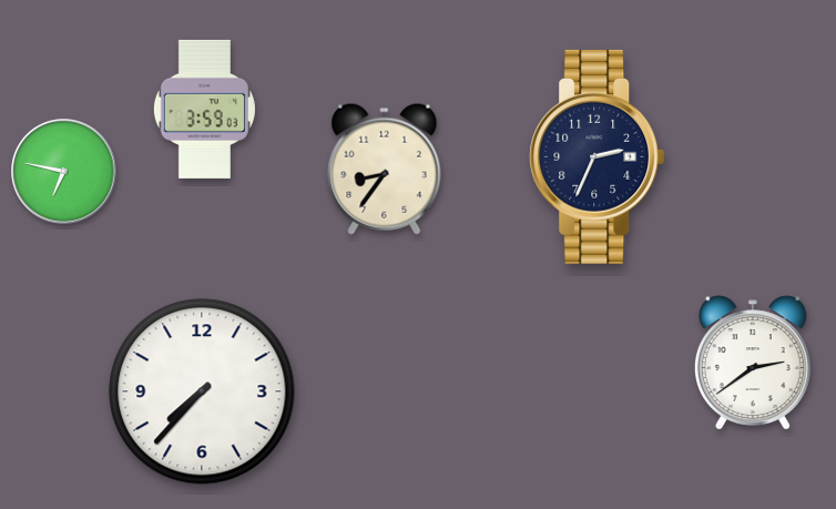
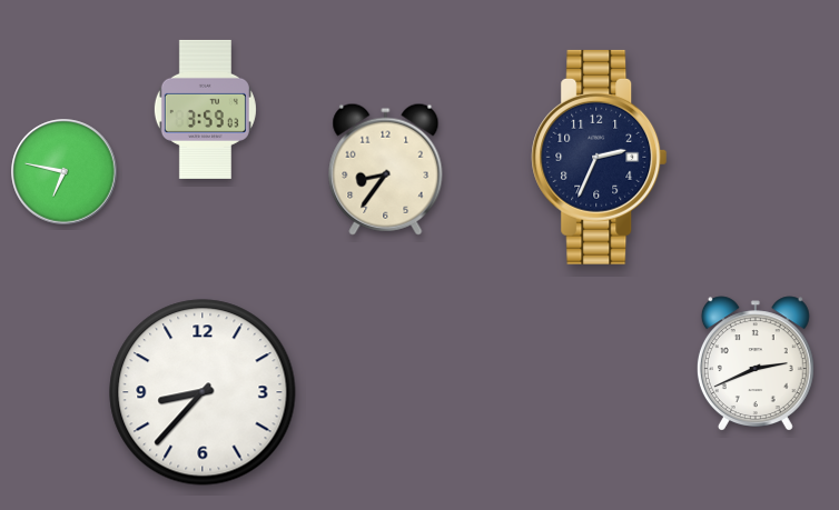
clock at (753, 363): 2:39 -> 2:41
clock at (202, 391): 7:37 -> 8:37
